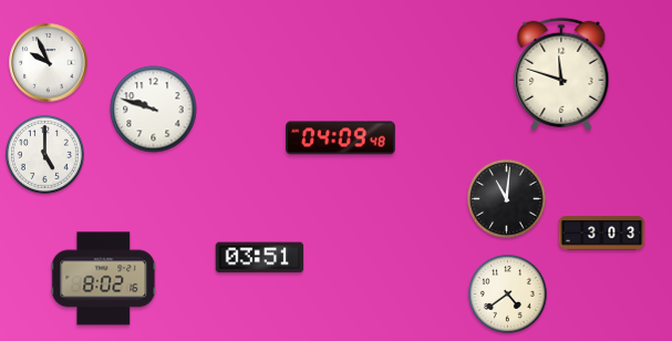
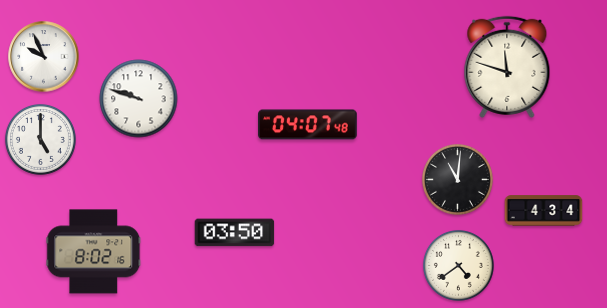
clock at (341, 138): 04:09 -> 04:07
clock at (602, 234): 3:03 -> 4:34
clock at (260, 258): 03:51 -> 03:50
